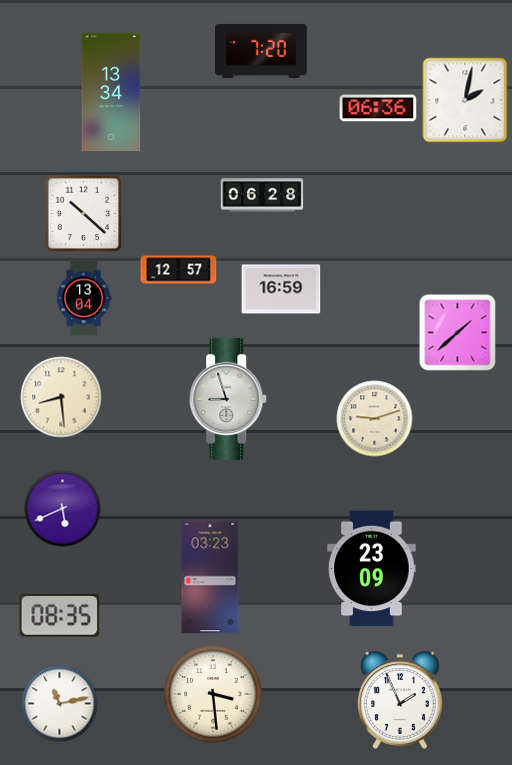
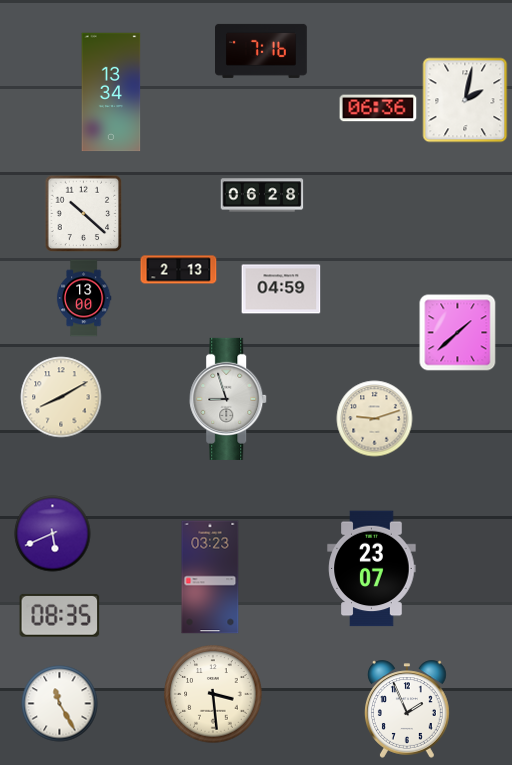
clock at (262, 51): 7:20 -> 7:16
clock at (179, 270): 12:57 -> 2:13
clock at (281, 289): 16:59 -> 04:59
clock at (84, 298): 13:04 -> 13:00
clock at (61, 397): 8:29 -> 8:10
clock at (63, 509) position: (63, 509) -> (53, 534)
clock at (372, 569): 23:09 -> 23:07
clock at (401, 700) position: (401, 700) -> (408, 709)
clock at (60, 704): 11:13 -> 11:25
